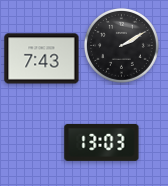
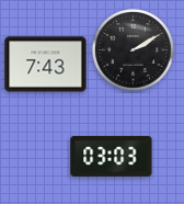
clock at (102, 142): 13:03 -> 03:03
